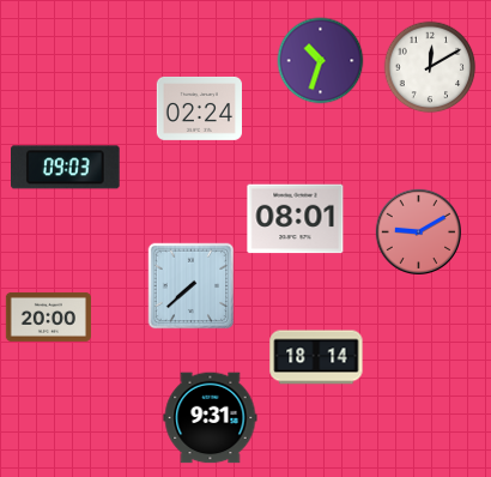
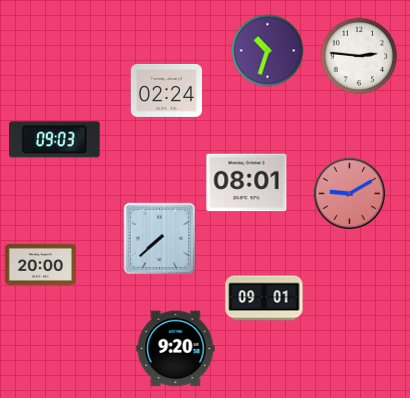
clock at (430, 67): 12:10 -> 2:46
clock at (316, 357): 18:14 -> 09:01
clock at (211, 418): 9:31 -> 9:20
